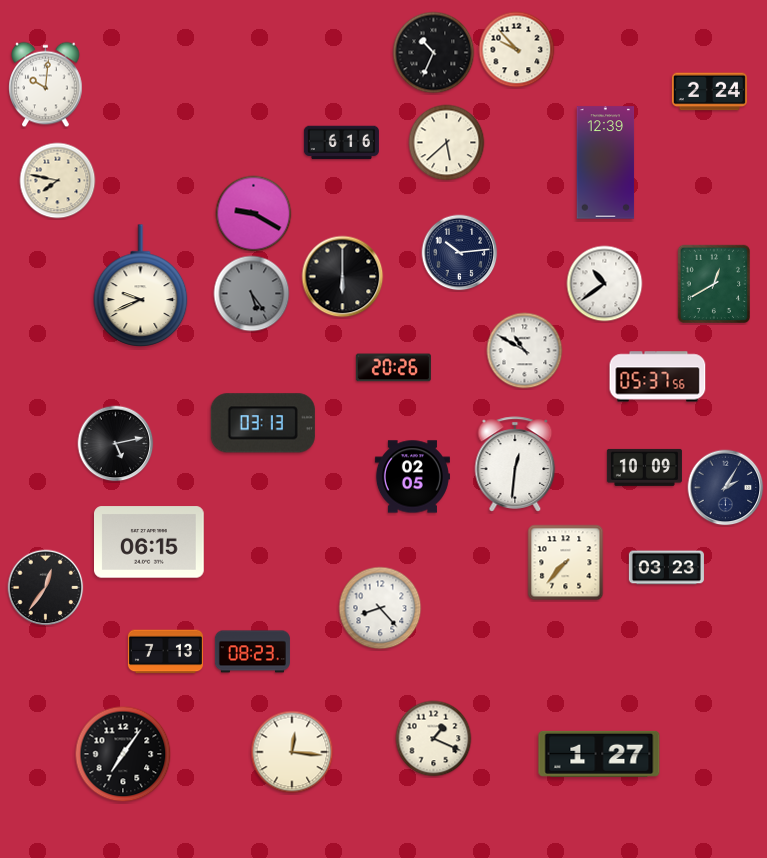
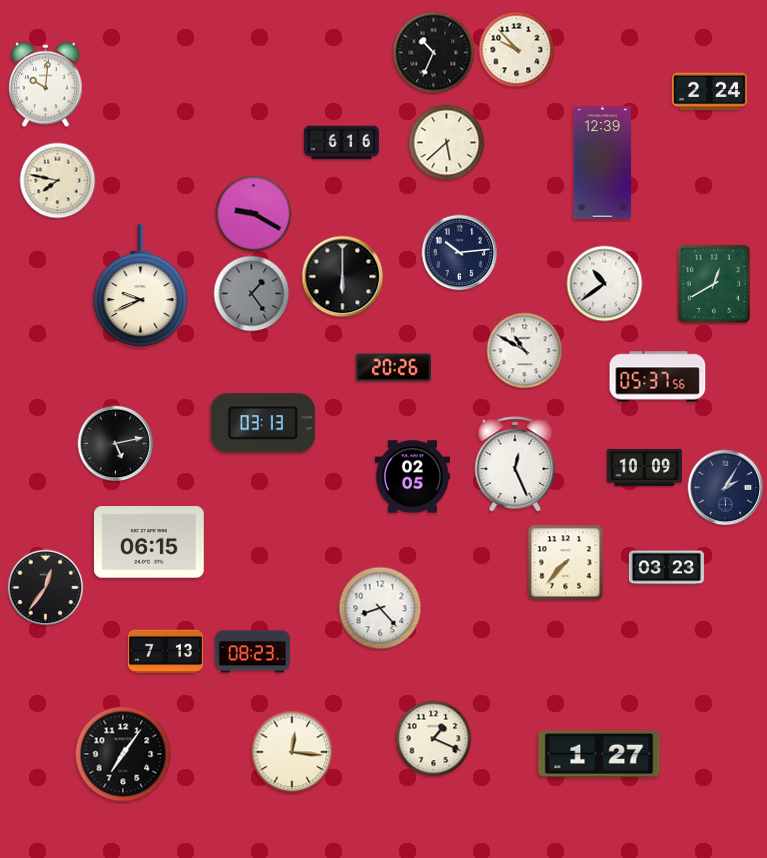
clock at (606, 163) position: (606, 163) -> (603, 163)
clock at (252, 294): 5:24 -> 1:24
clock at (515, 464): 12:31 -> 12:26
